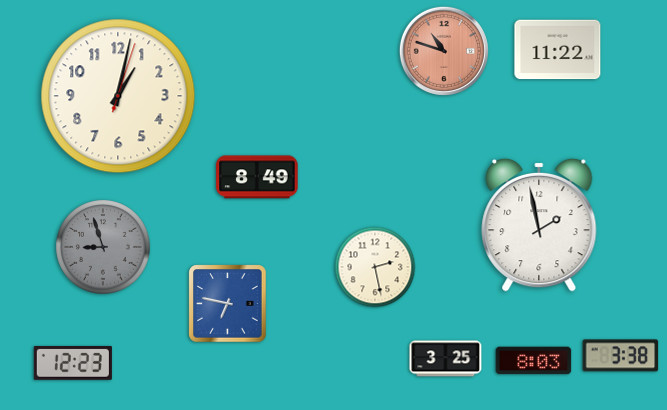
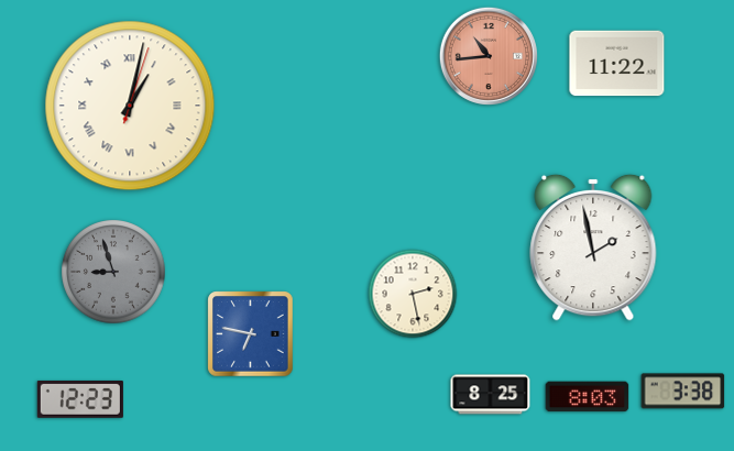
clock at (558, 50) position: (558, 50) -> (617, 64)
clock at (444, 51): 10:48 -> 10:44
clock at (118, 96) numerals: Arabic -> Roman
clock at (257, 177): 8:49 -> none
clock at (446, 359): 3:25 -> 8:25
